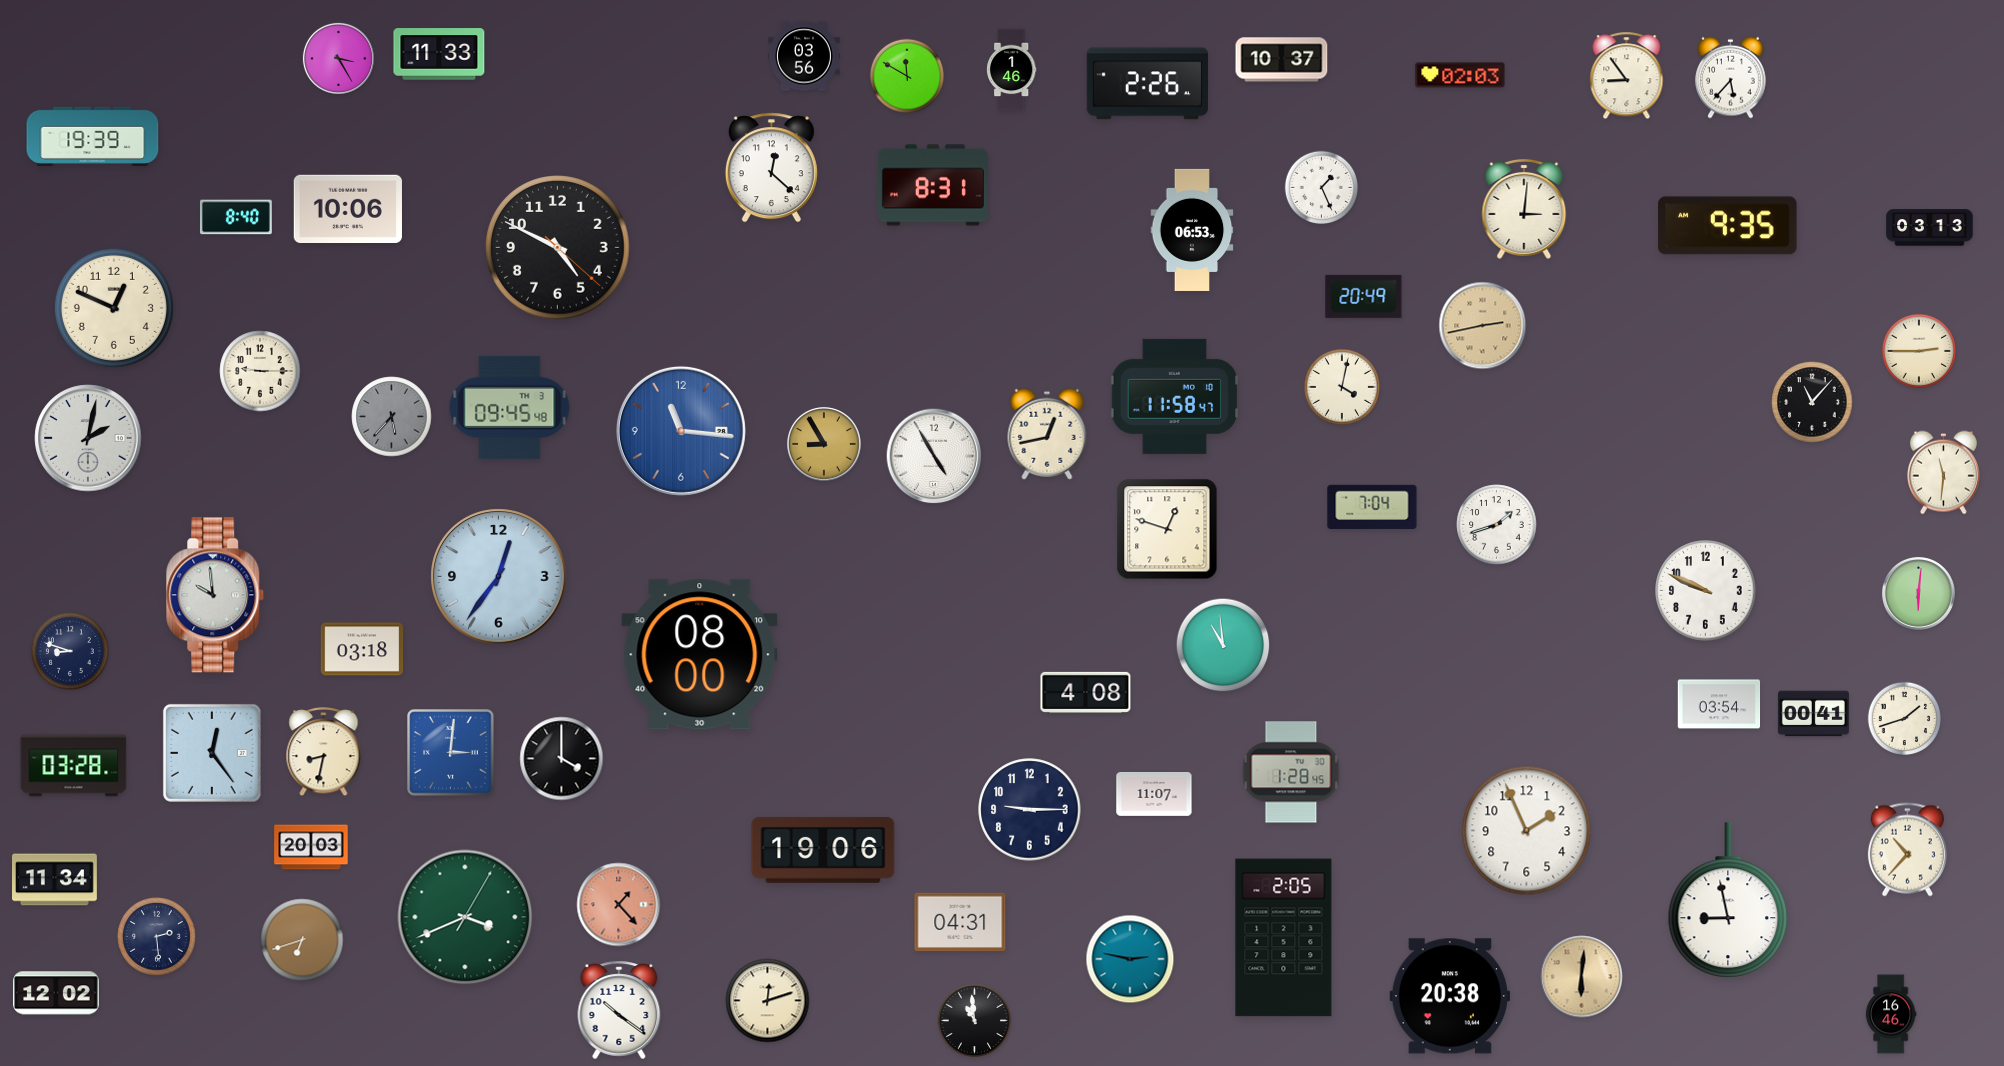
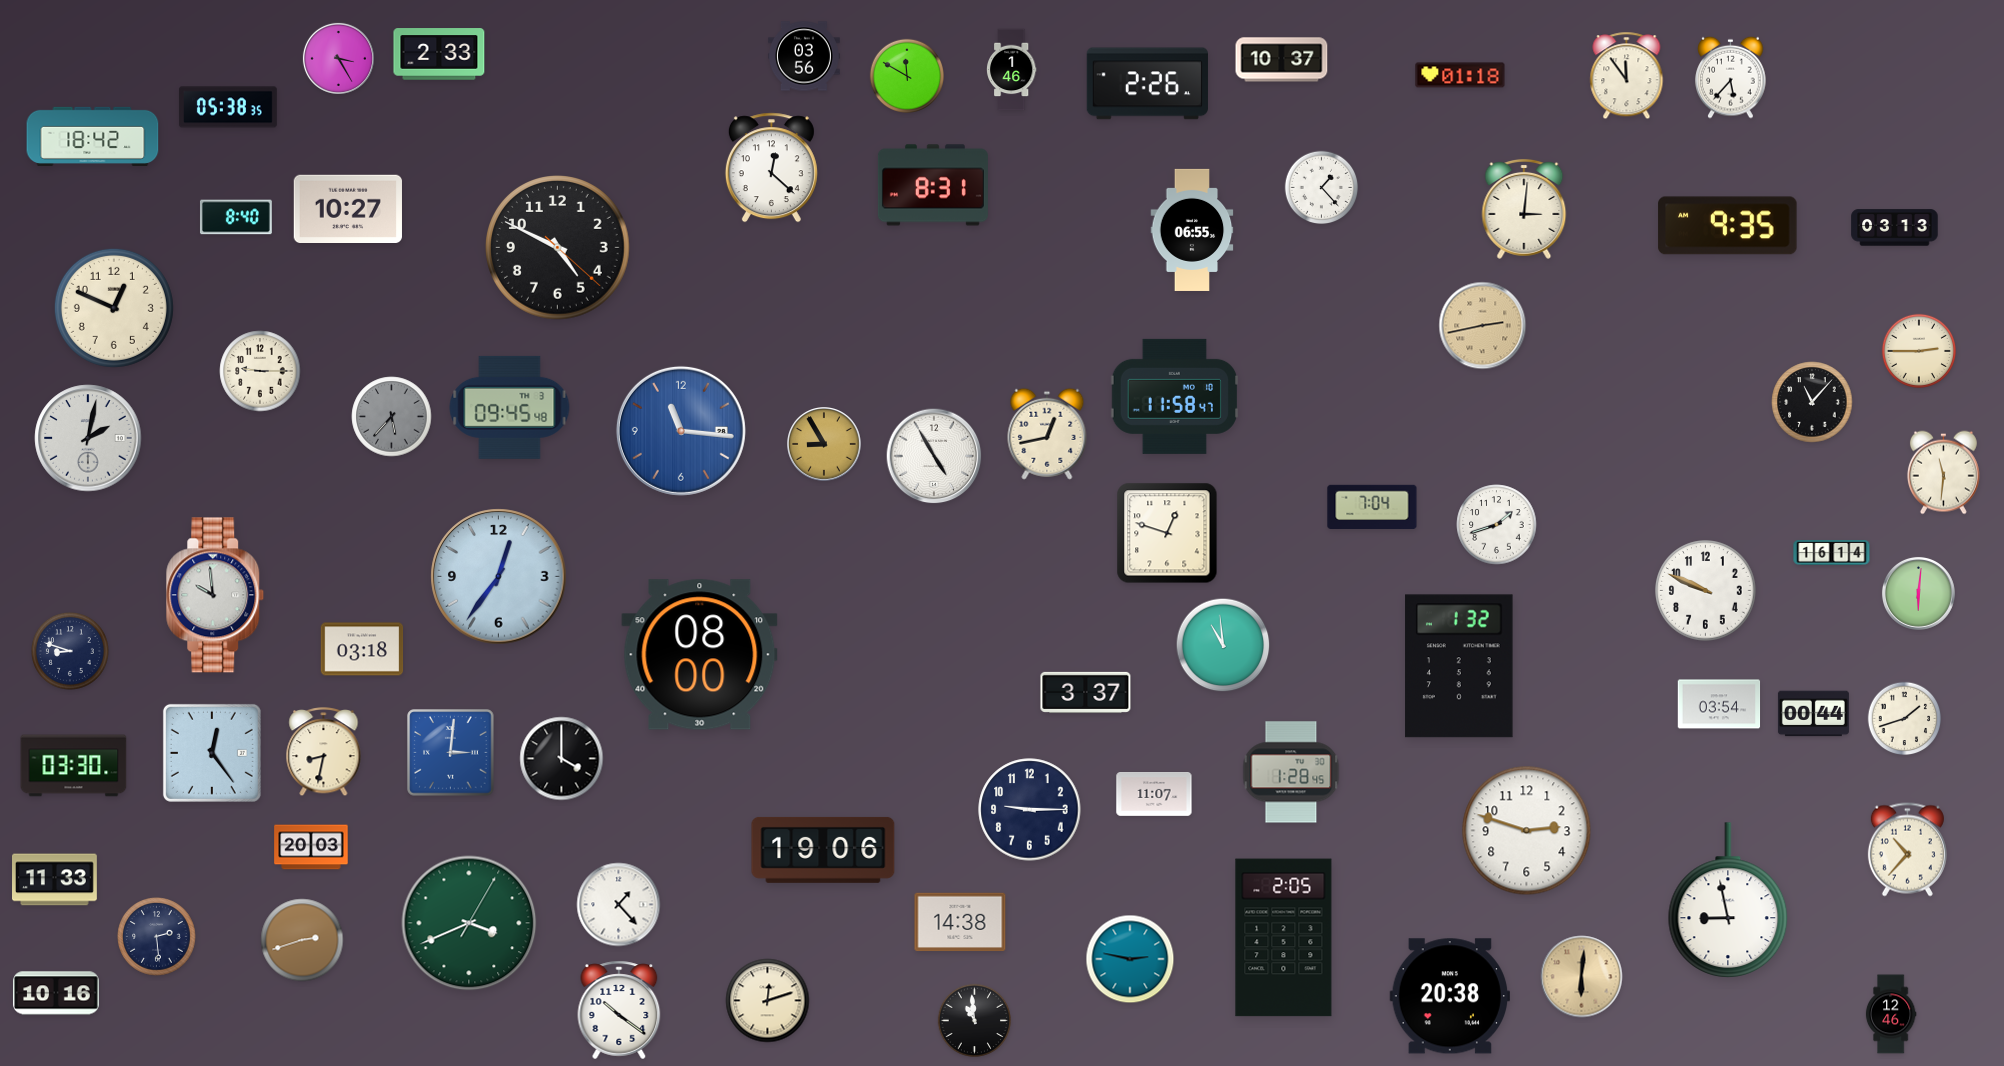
clock at (439, 54): 11:33 -> 2:33
clock at (1460, 75): 02:03 -> 01:18
clock at (1627, 76): 8:54 -> 11:54
clock at (228, 107): none -> 05:38
clock at (93, 136): 19:39 -> 18:42
clock at (1322, 188): 1:26 -> 1:23
clock at (348, 208): 10:06 -> 10:27
clock at (1930, 228) position: (1930, 228) -> (1895, 228)
clock at (1192, 230): 06:53 -> 06:55
clock at (1364, 296): 20:49 -> none
clock at (1342, 387): 4:02 -> none
clock at (1167, 529) position: (1167, 529) -> (1167, 533)
clock at (1832, 552): none -> 16:14
clock at (1459, 666): none -> 1:32
clock at (1086, 692): 4:08 -> 3:37
clock at (1813, 714): 00:41 -> 00:44
clock at (74, 766): 03:28 -> 03:30
clock at (1527, 831): 1:56 -> 2:48
clock at (55, 880): 11:34 -> 11:33
clock at (619, 905) dial: salmon -> white
clock at (465, 917) position: (465, 917) -> (469, 923)
clock at (960, 922): 04:31 -> 14:38
clock at (302, 940): 6:42 -> 2:42
clock at (56, 993): 12:02 -> 10:16
clock at (1891, 1014): 16:46 -> 12:46
